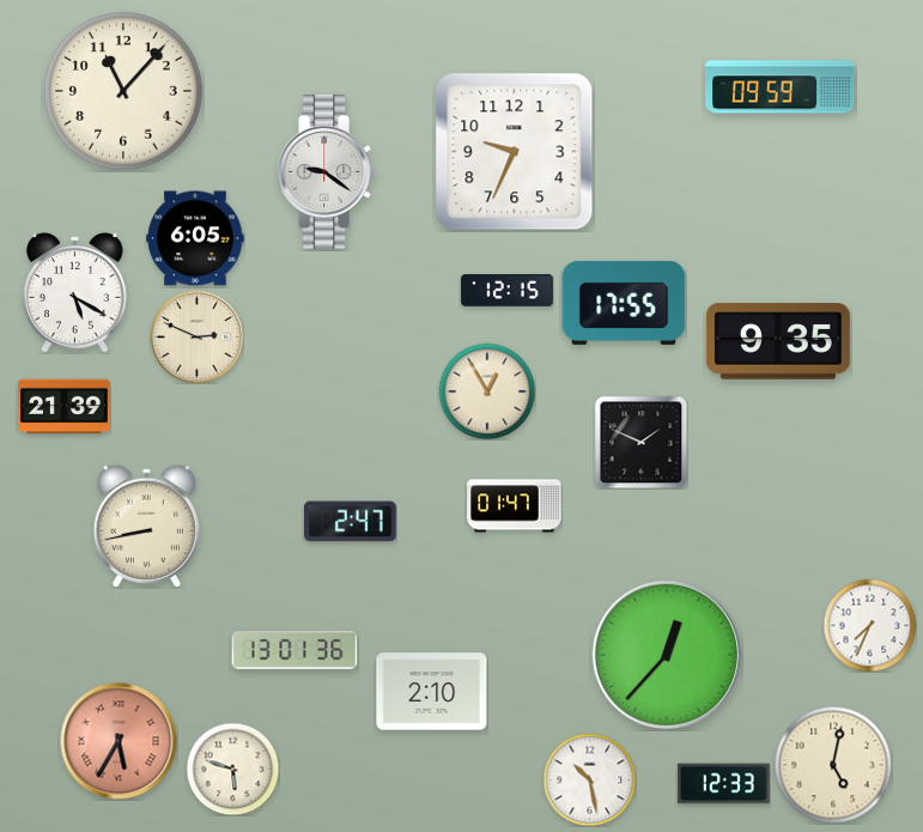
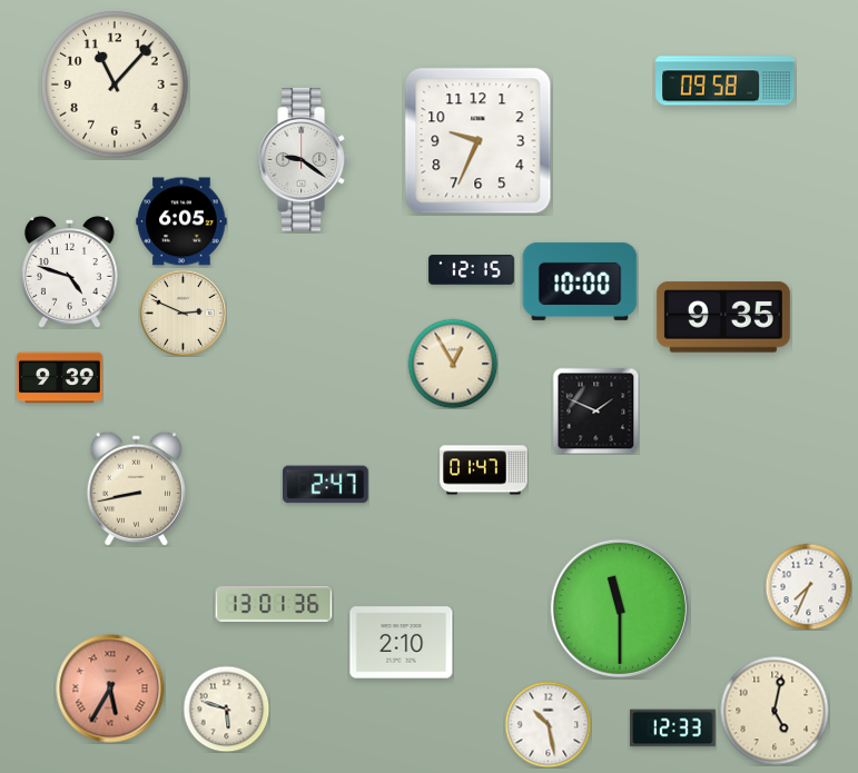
clock at (781, 87): 09:59 -> 09:58
clock at (75, 293): 5:20 -> 4:48
clock at (624, 303): 17:55 -> 10:00
clock at (65, 407): 21:39 -> 9:39
clock at (515, 506) position: (515, 506) -> (484, 470)
clock at (869, 625) position: (869, 625) -> (808, 586)
clock at (667, 655): 12:37 -> 11:30
clock at (232, 769) position: (232, 769) -> (226, 708)
